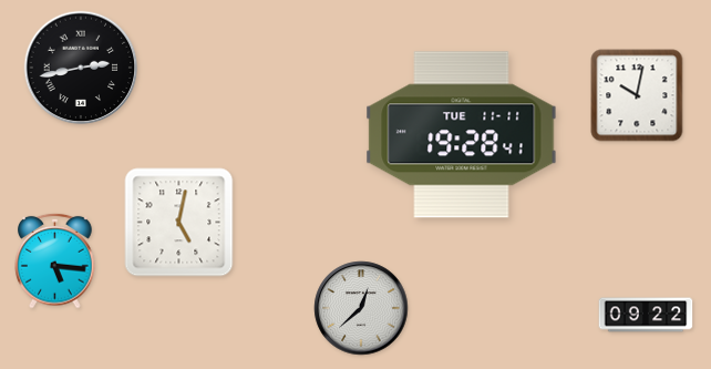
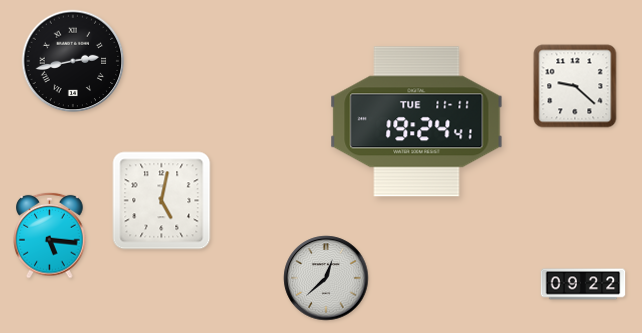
clock at (637, 95): 10:02 -> 9:22
clock at (462, 135): 19:28 -> 19:24
